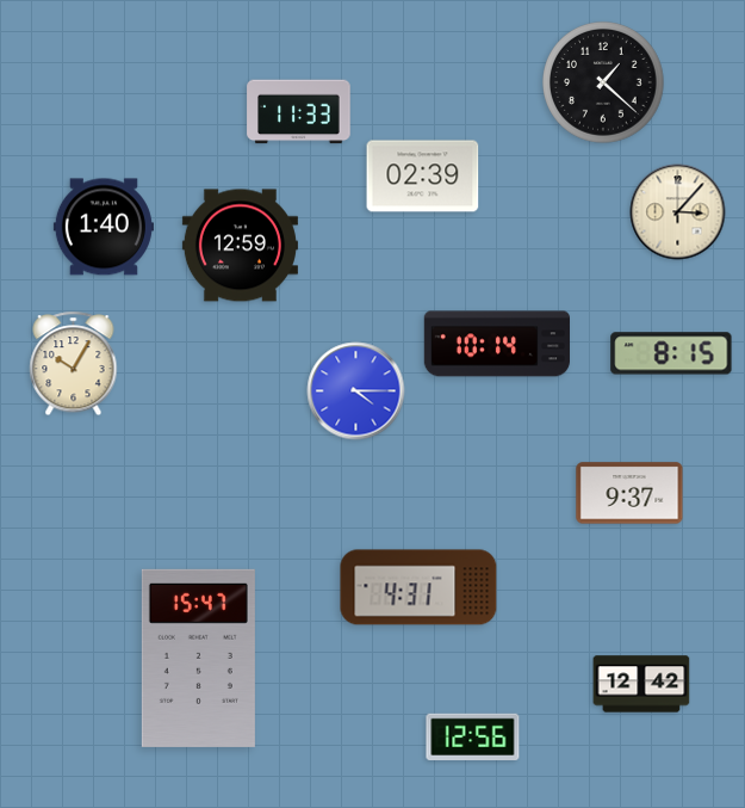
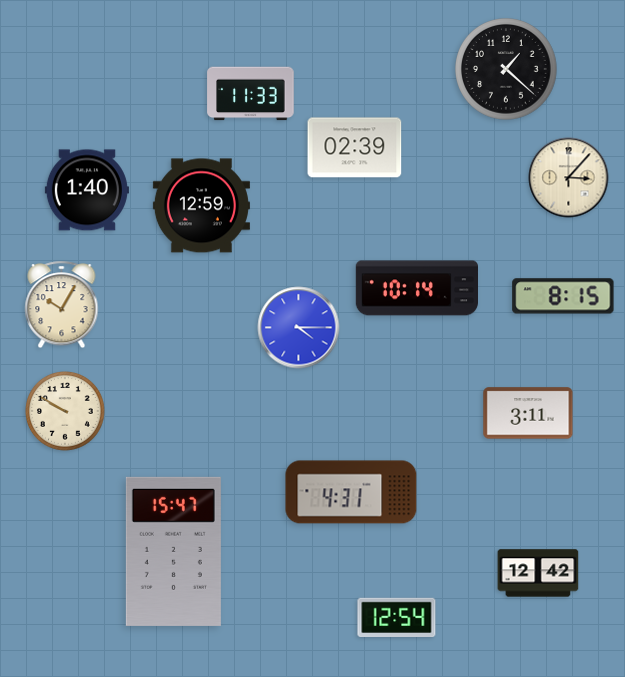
clock at (65, 411): none -> 9:50
clock at (629, 493): 9:37 -> 3:11
clock at (198, 658) position: (198, 658) -> (173, 551)
clock at (473, 736): 12:56 -> 12:54
